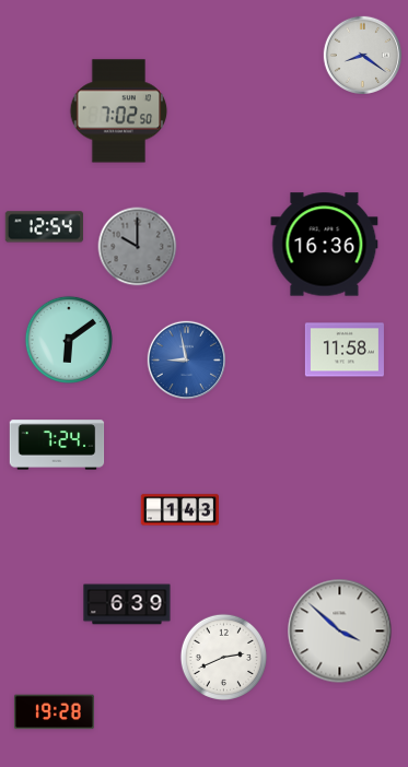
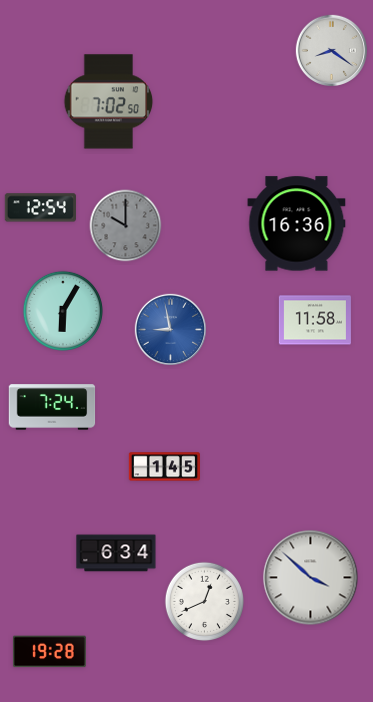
clock at (69, 340): 6:09 -> 6:05
clock at (179, 510): 1:43 -> 1:45
clock at (127, 604): 6:39 -> 6:34
clock at (223, 657): 2:41 -> 12:41
